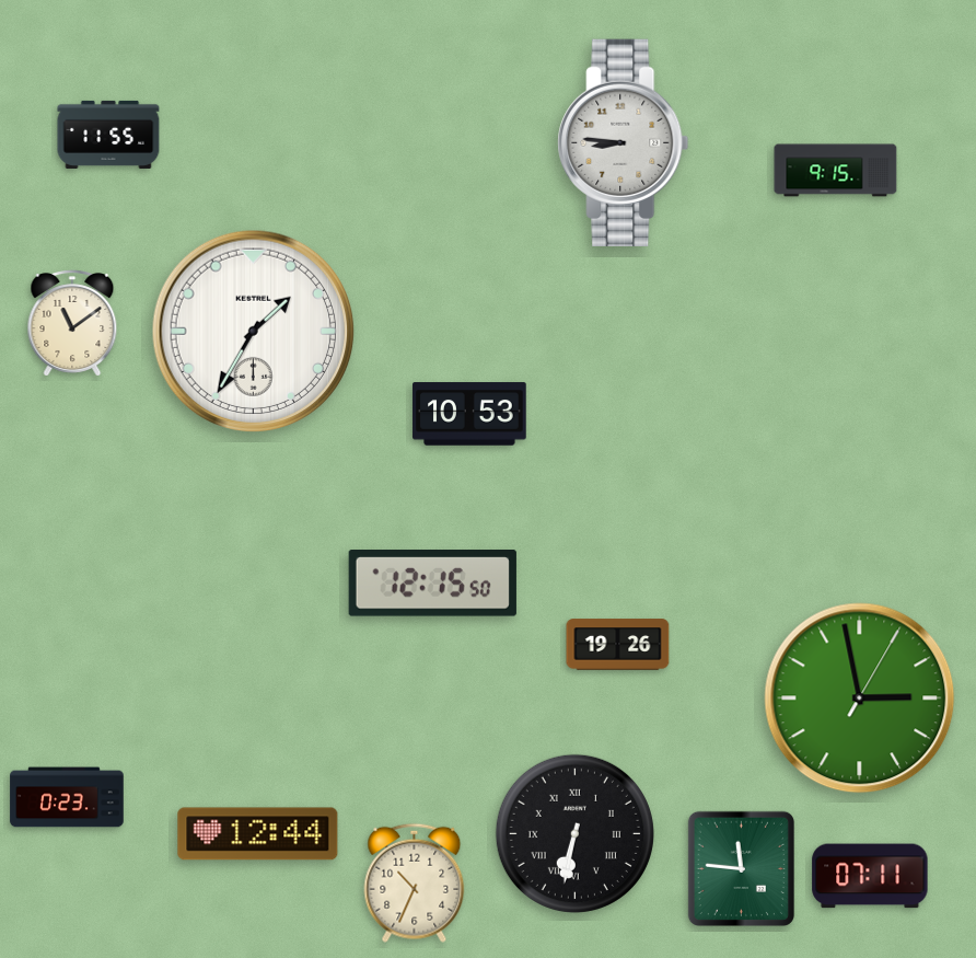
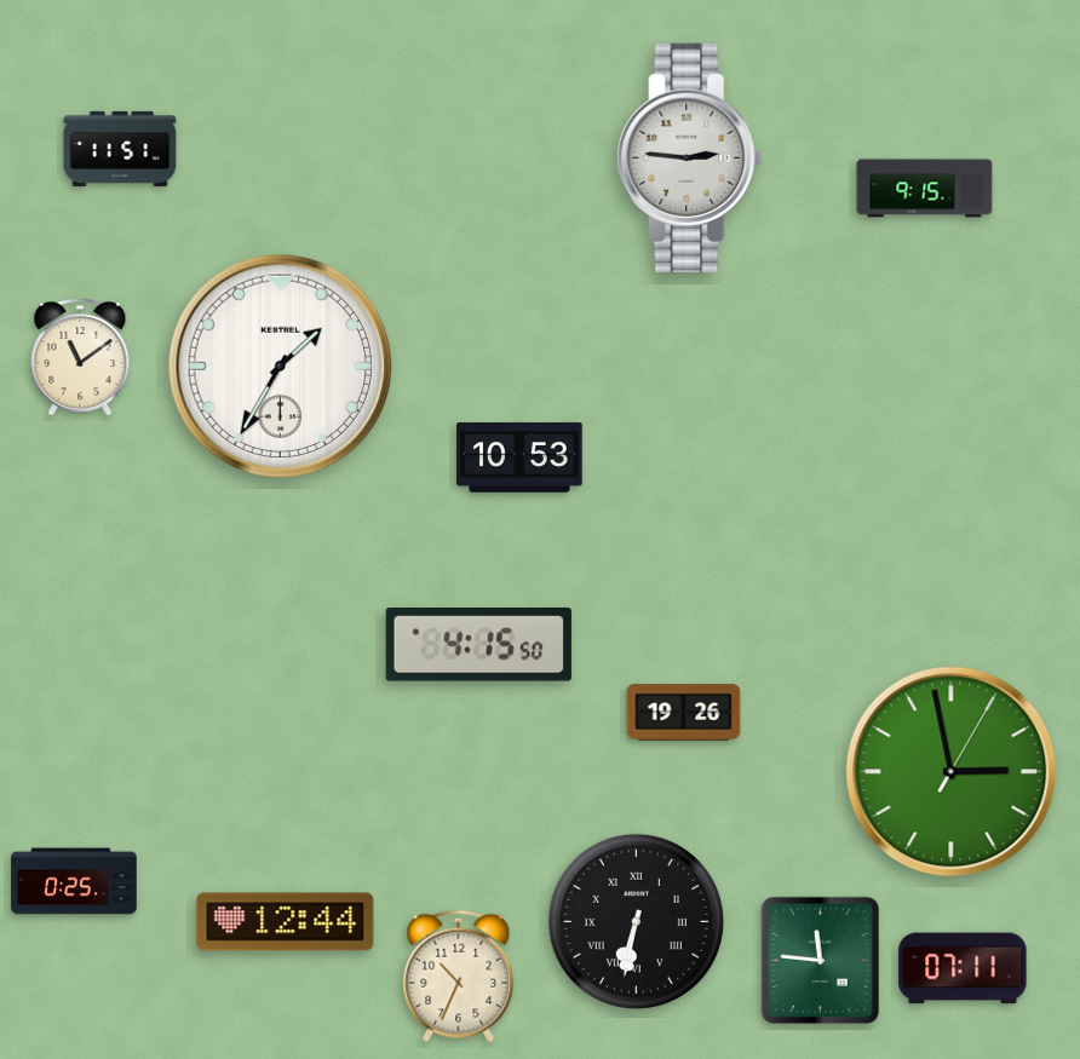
clock at (108, 135): 11:55 -> 11:51
clock at (624, 142): 8:46 -> 2:46
clock at (432, 584): 12:15 -> 4:15
clock at (67, 797): 0:23 -> 0:25
